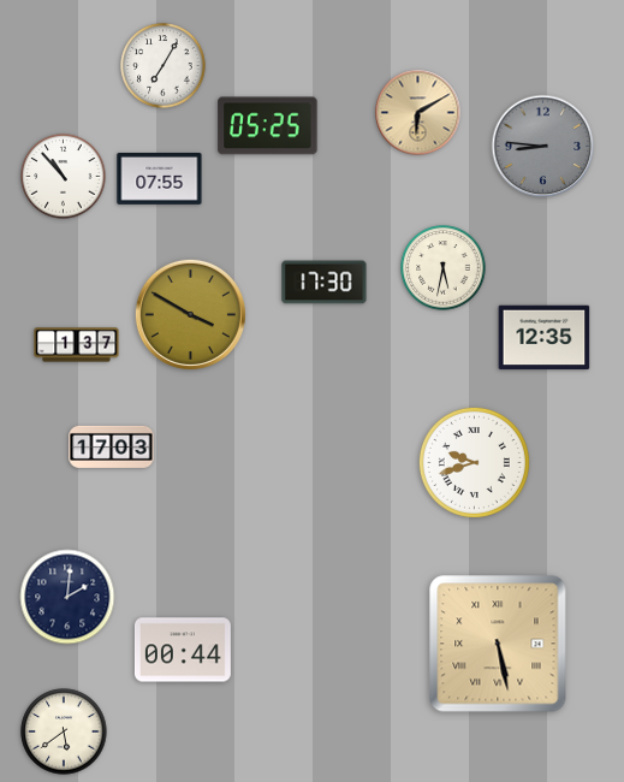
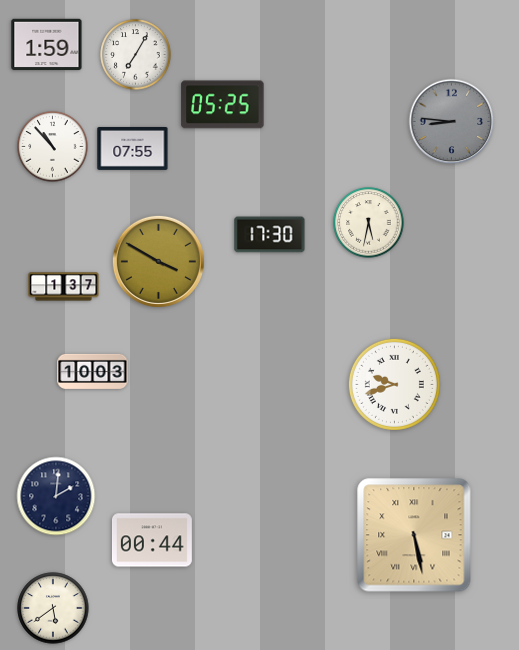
clock at (47, 45): none -> 1:59
clock at (418, 113): 6:10 -> none
clock at (545, 338): 12:35 -> none
clock at (112, 446): 17:03 -> 10:03
